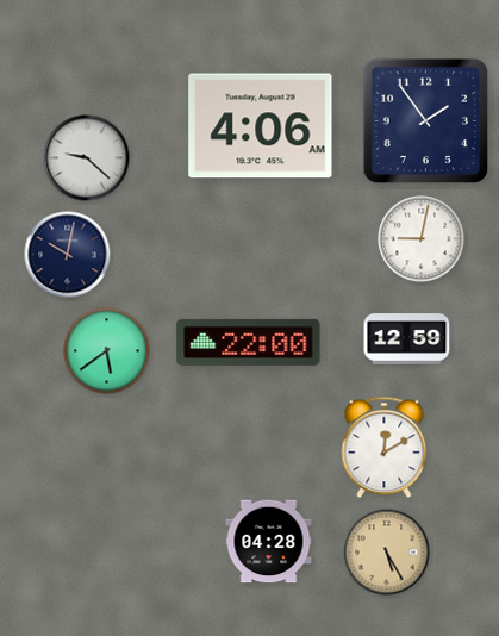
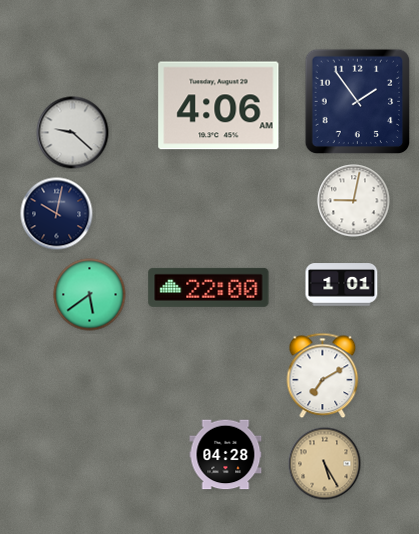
clock at (407, 339): 12:59 -> 1:01
clock at (385, 448): 12:10 -> 7:10
